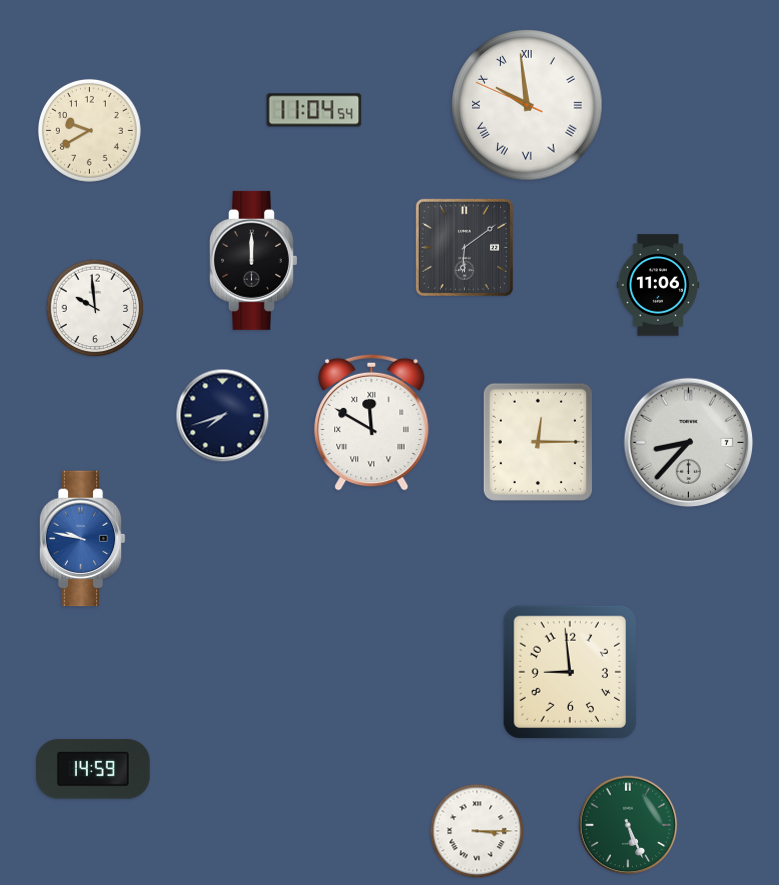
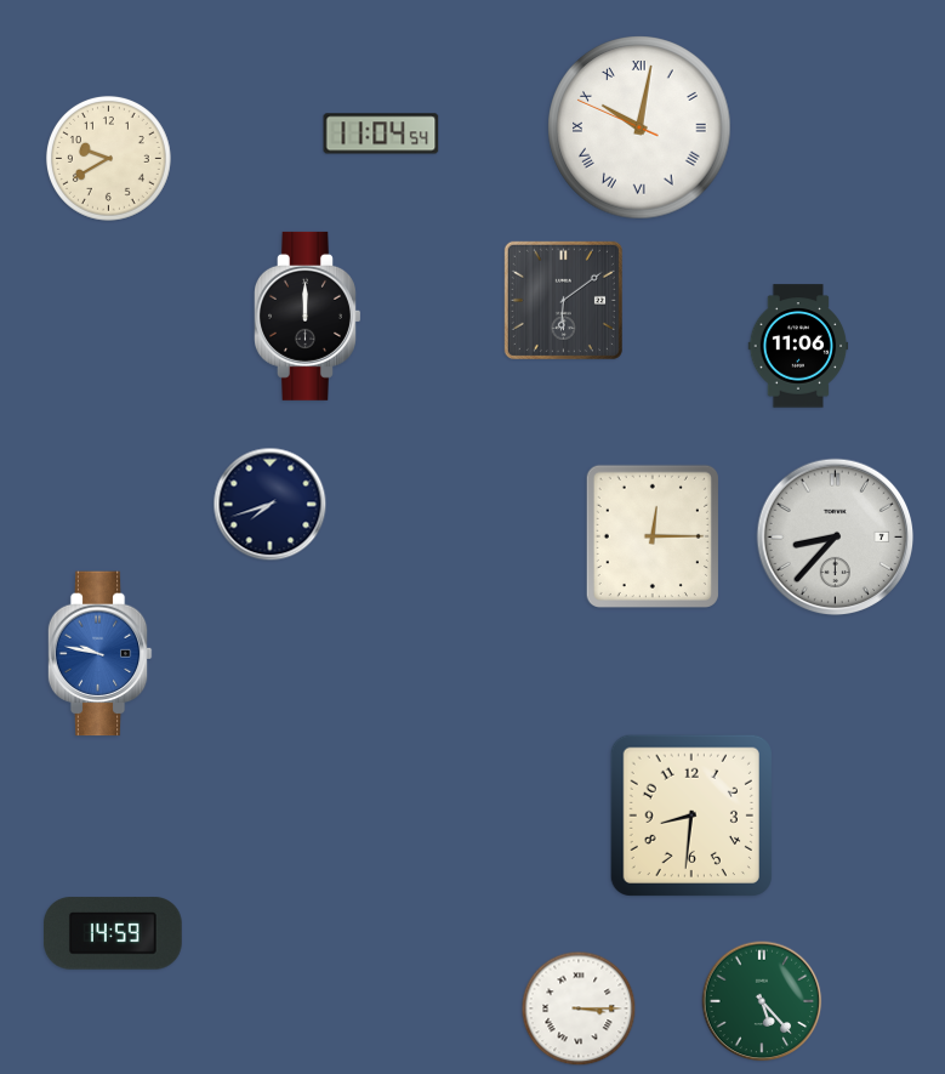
clock at (527, 105): 9:58 -> 10:01
clock at (95, 308): 9:59 -> none
clock at (372, 422): 11:50 -> none
clock at (570, 672): 8:59 -> 8:31
clock at (628, 825): 5:26 -> 5:23
